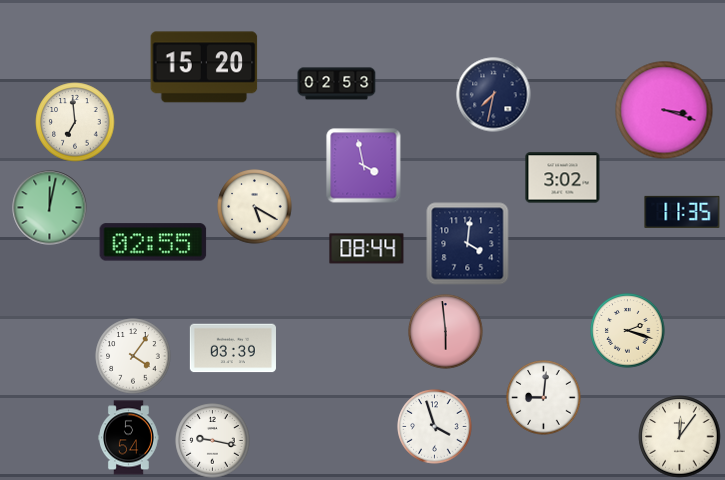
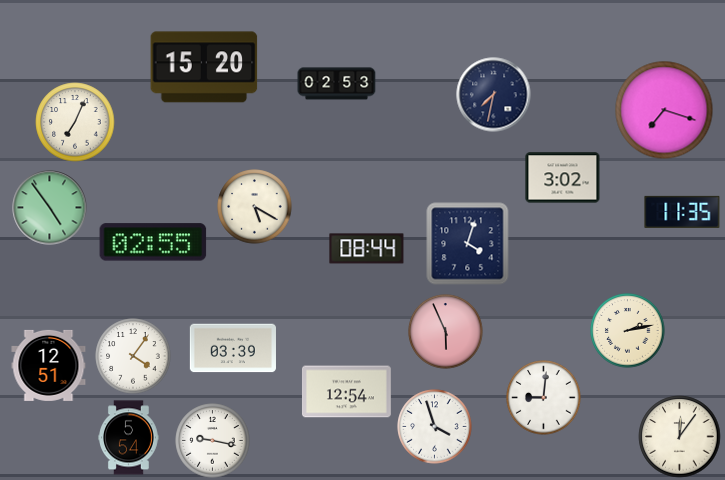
clock at (664, 110): 3:18 -> 7:18
clock at (75, 122): 6:59 -> 7:04
clock at (364, 166): 3:58 -> none
clock at (50, 208): 12:02 -> 4:54
clock at (468, 244): 4:01 -> 4:03
clock at (628, 331): 2:18 -> 2:13
clock at (446, 332): 5:59 -> 5:56
clock at (49, 365): none -> 12:51
clock at (346, 392): none -> 12:54
